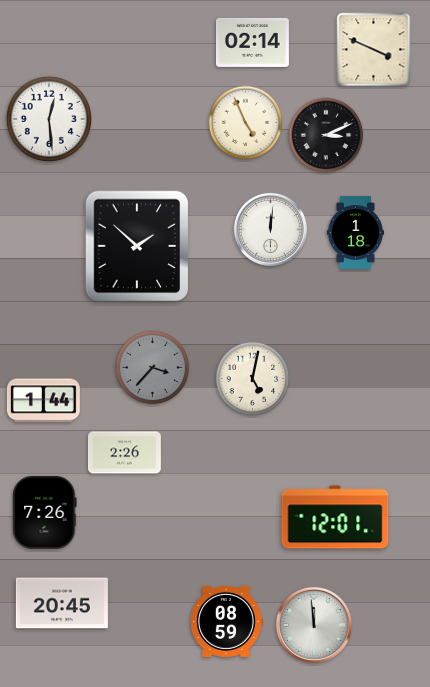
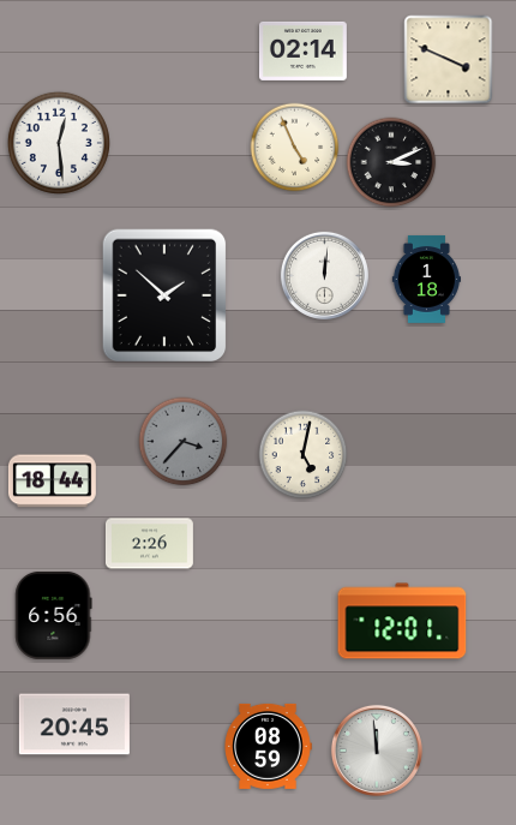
clock at (43, 401): 1:44 -> 18:44
clock at (45, 512): 7:26 -> 6:56
clock at (226, 621) position: (226, 621) -> (268, 746)
